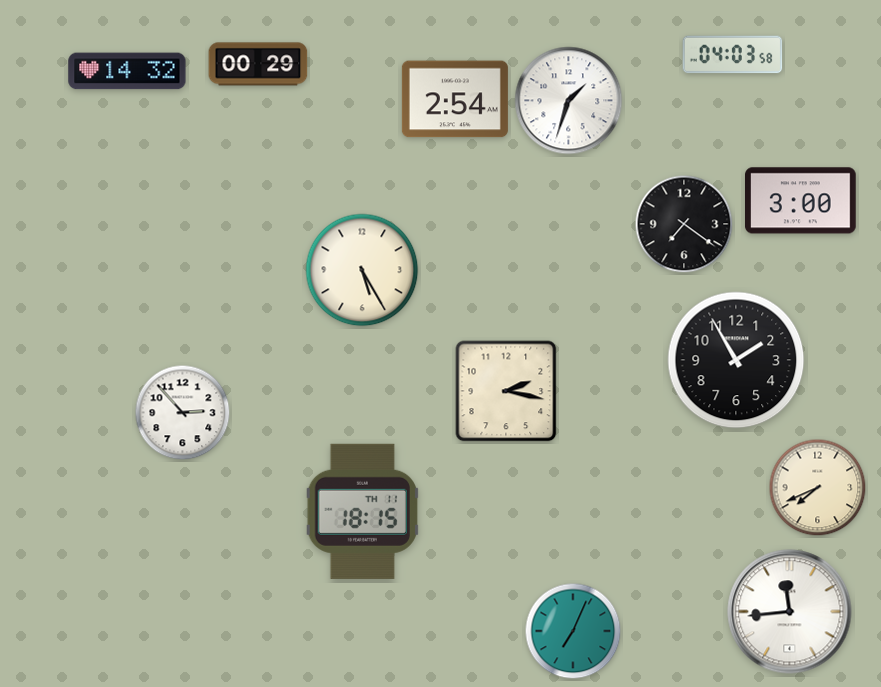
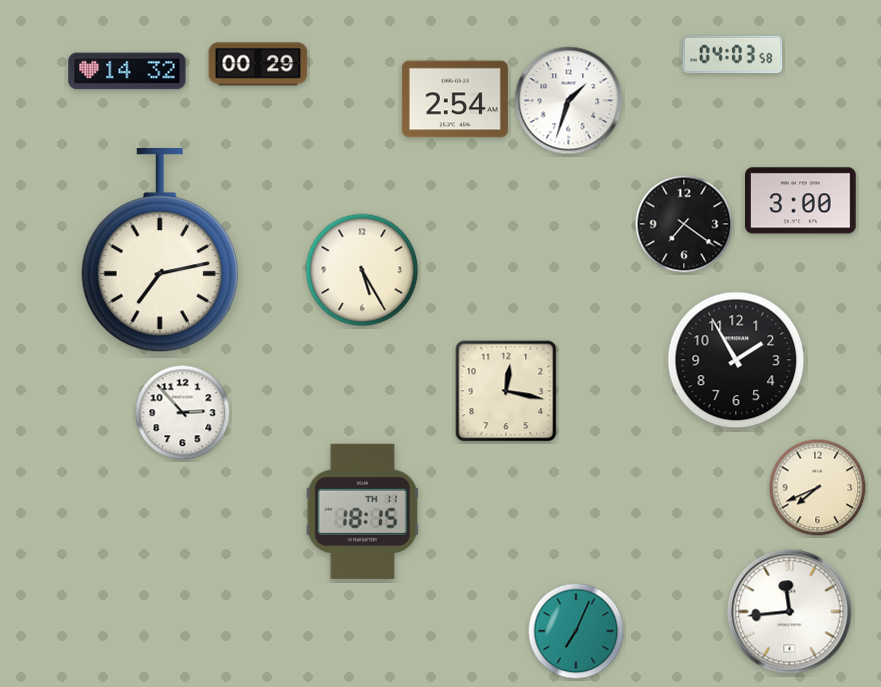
clock at (160, 251): none -> 7:13
clock at (506, 391): 2:17 -> 12:17
clock at (573, 631) position: (573, 631) -> (576, 631)
